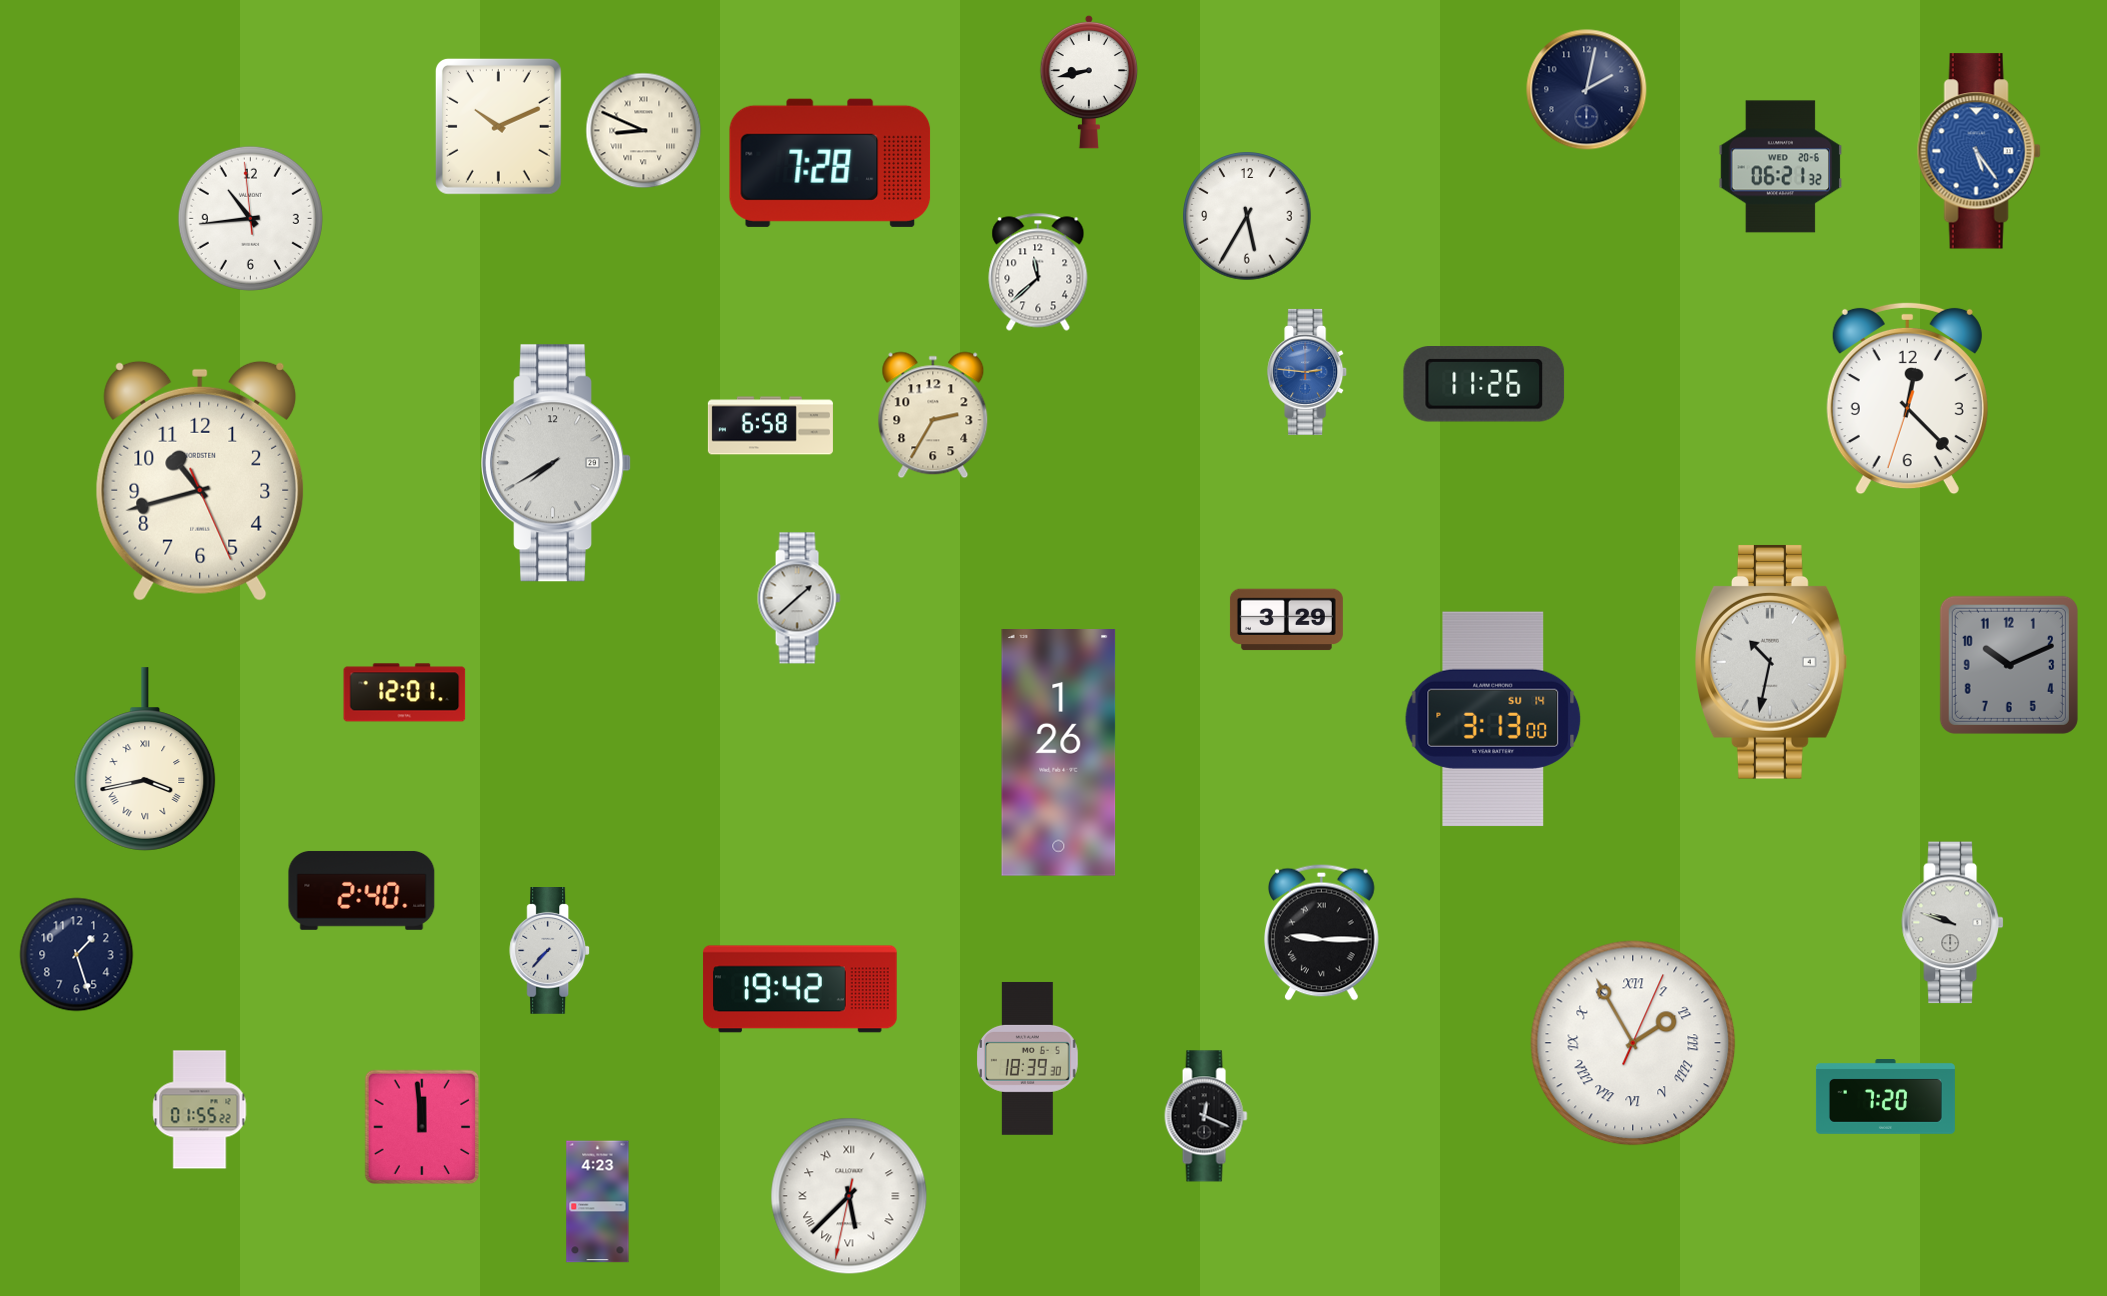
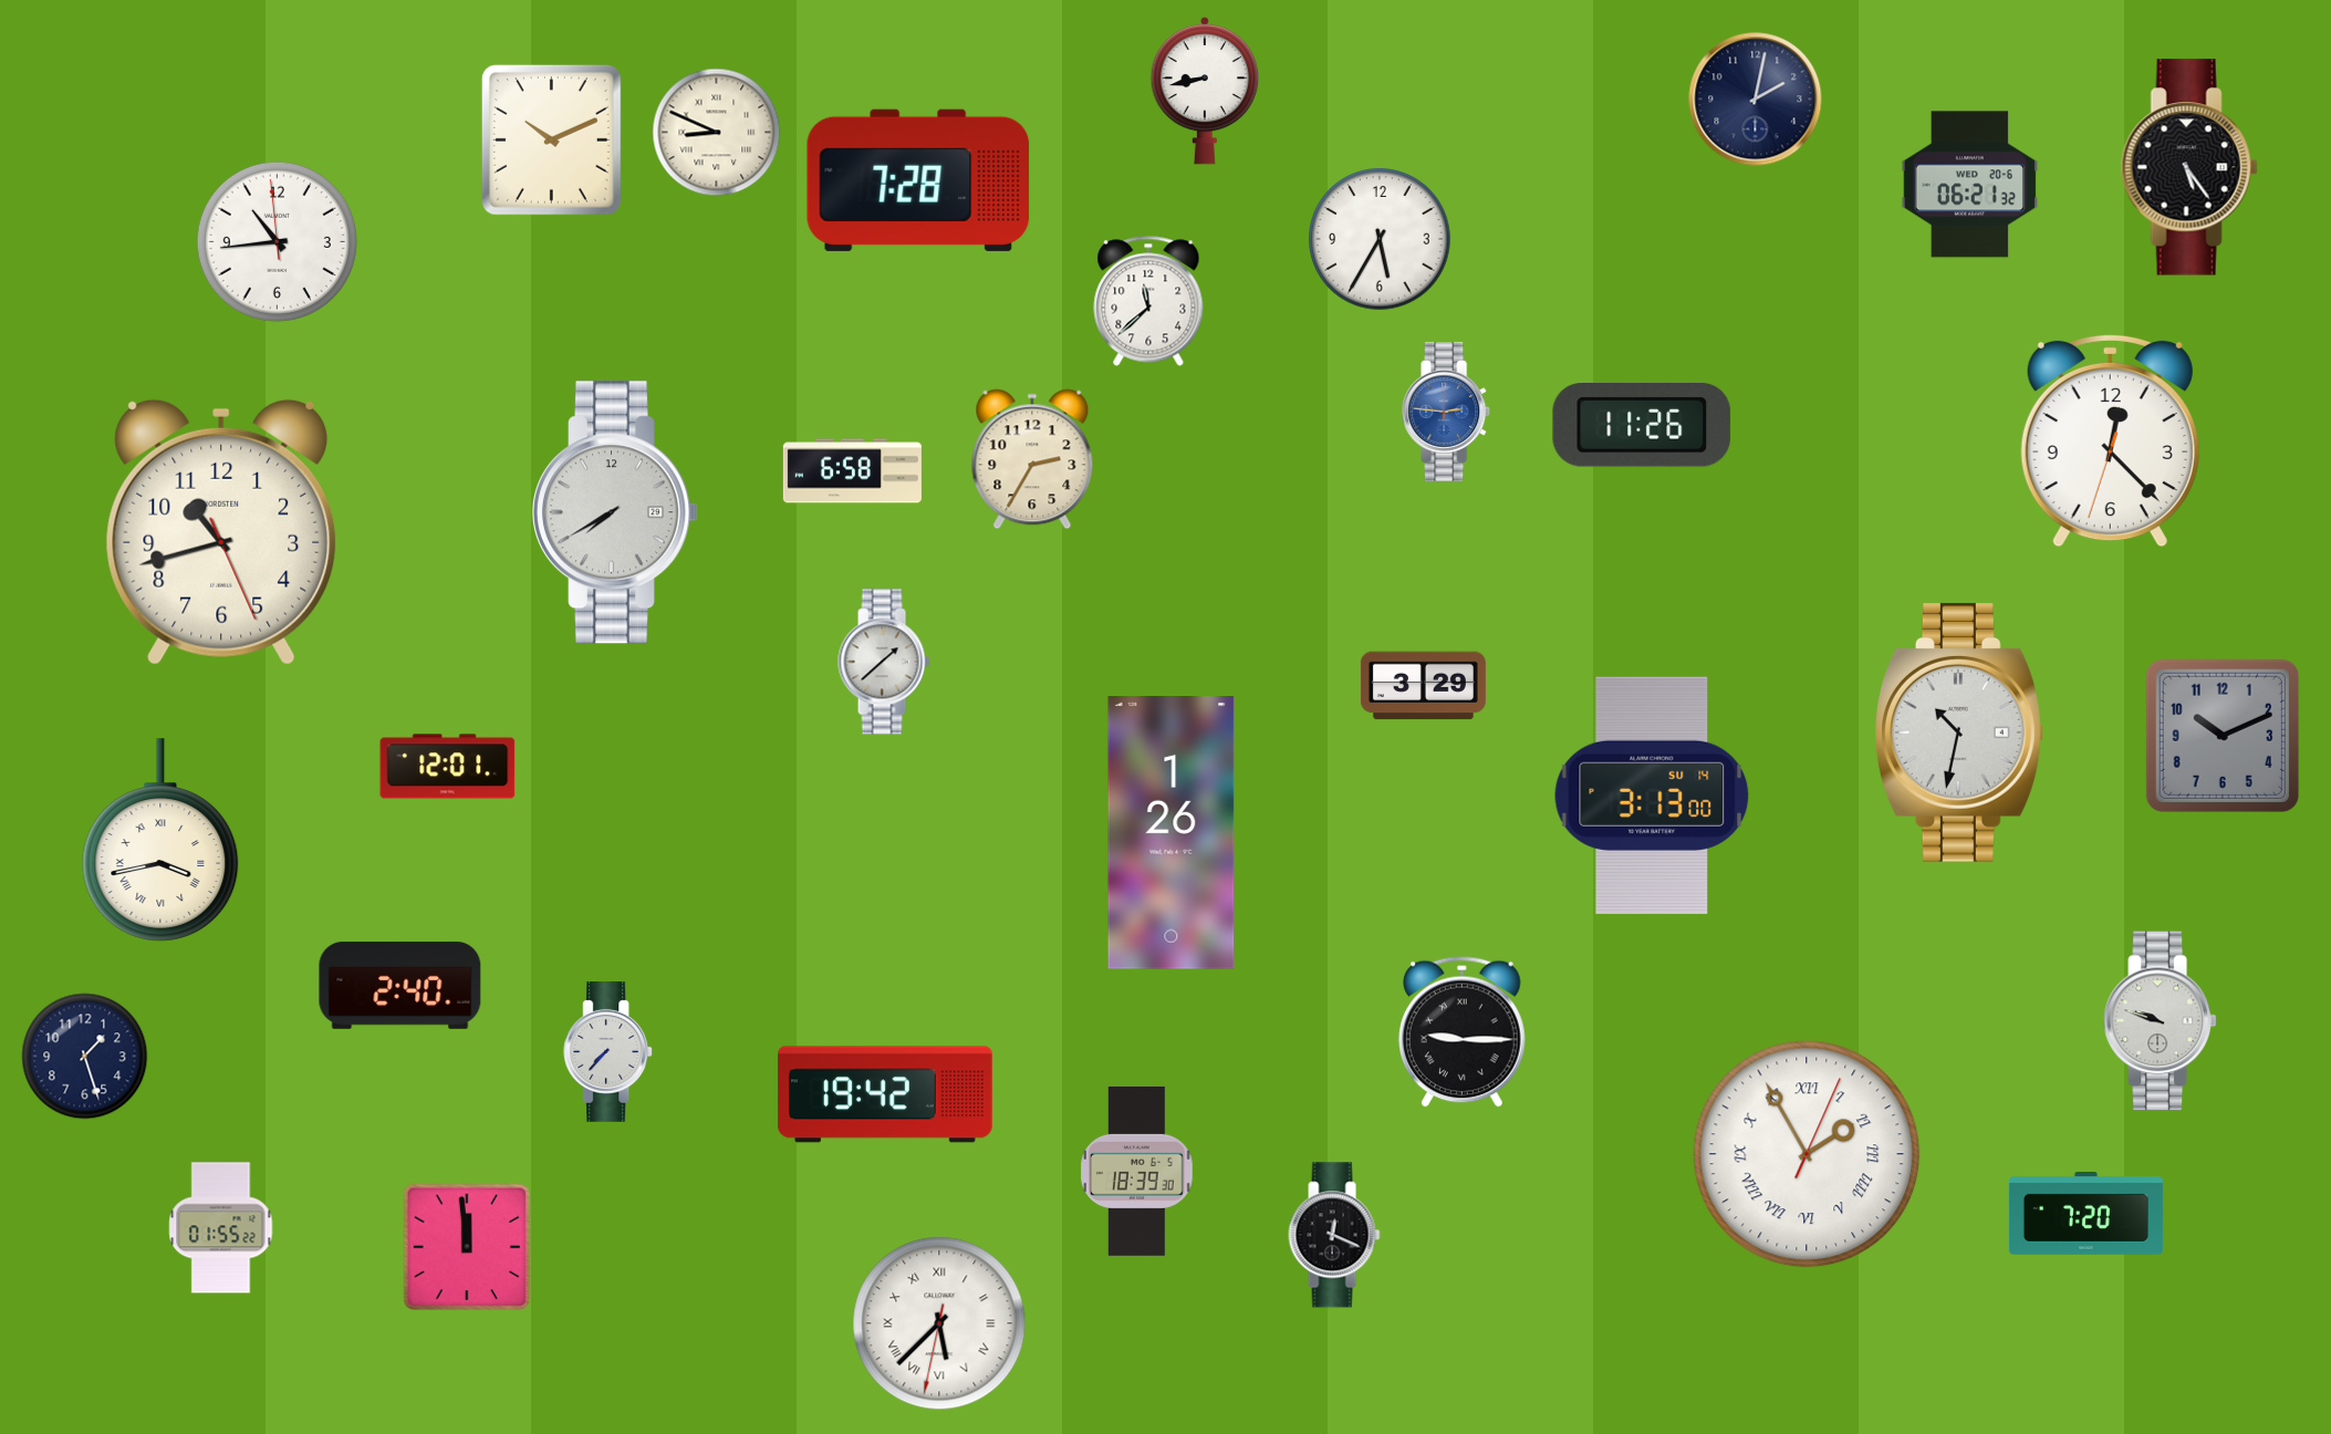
clock at (644, 131) position: (644, 131) -> (717, 133)
clock at (1979, 151) dial: blue -> black
clock at (598, 1202): 4:23 -> none
